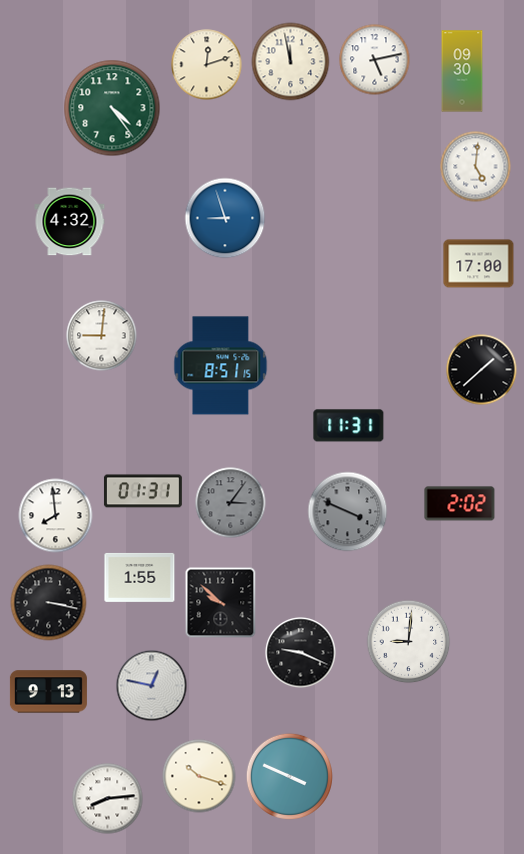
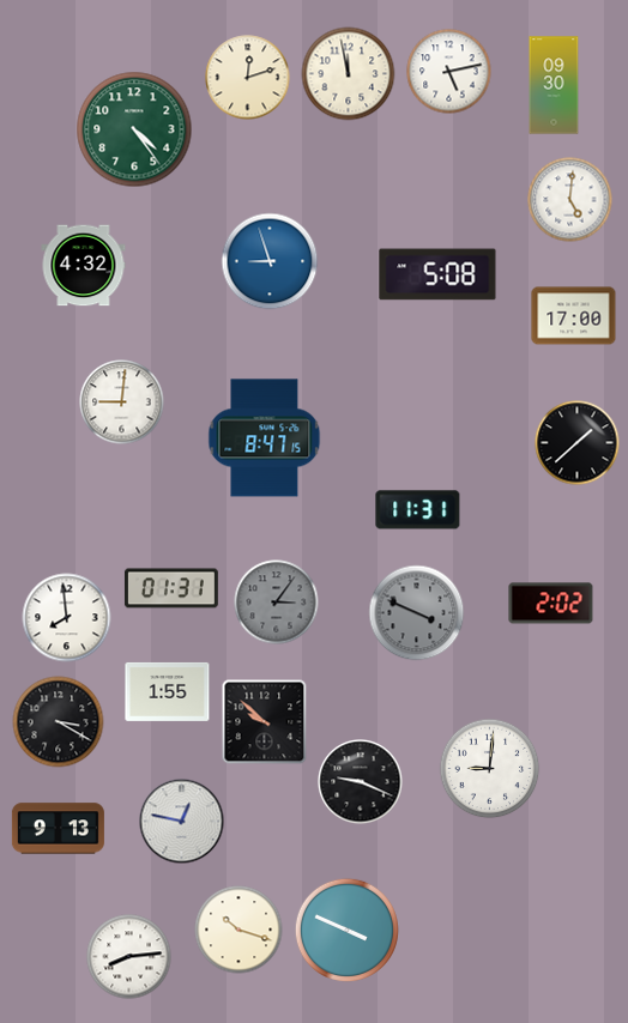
clock at (437, 274): none -> 5:08
clock at (221, 366): 8:51 -> 8:47
clock at (49, 603): 3:17 -> 3:20
